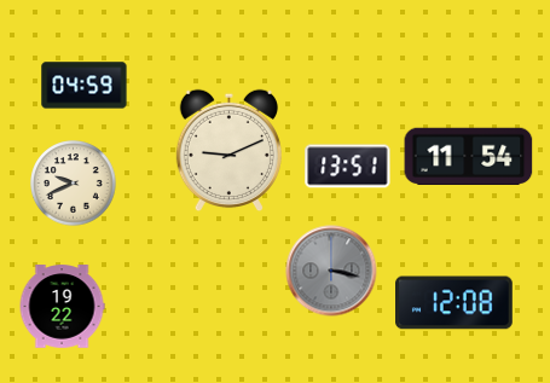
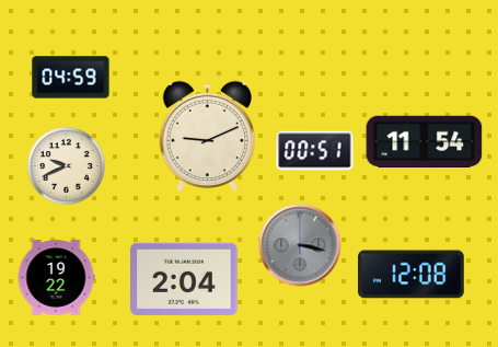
clock at (85, 86) position: (85, 86) -> (71, 78)
clock at (348, 167): 13:51 -> 00:51
clock at (184, 279): none -> 2:04
